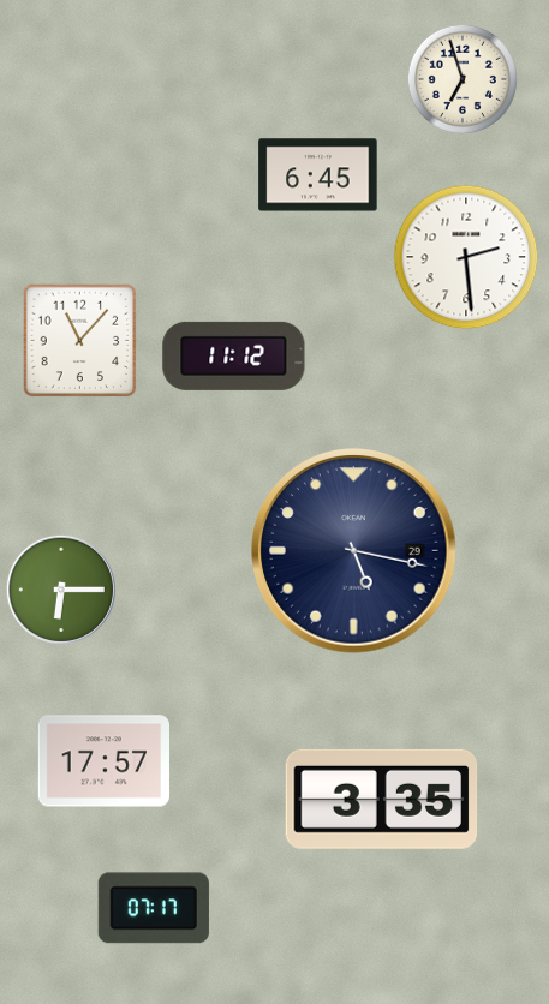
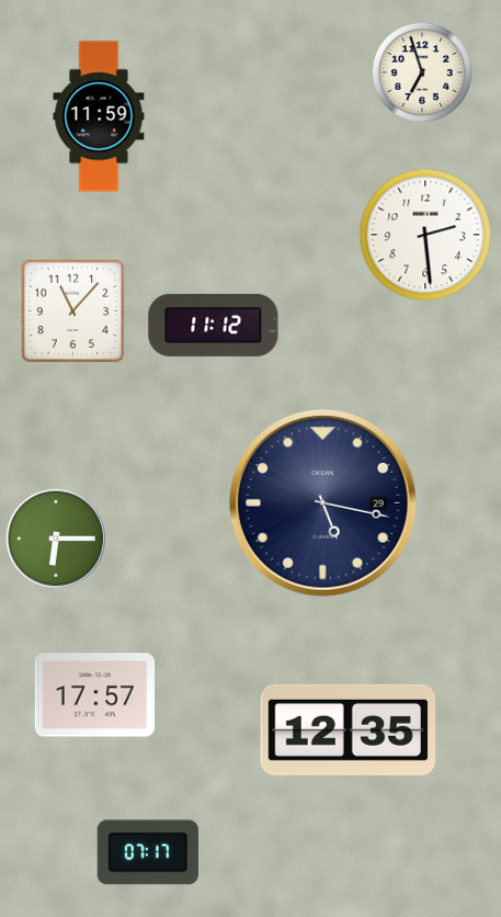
clock at (99, 116): none -> 11:59
clock at (318, 175): 6:45 -> none
clock at (382, 799): 3:35 -> 12:35
clock at (154, 908) position: (154, 908) -> (148, 852)
